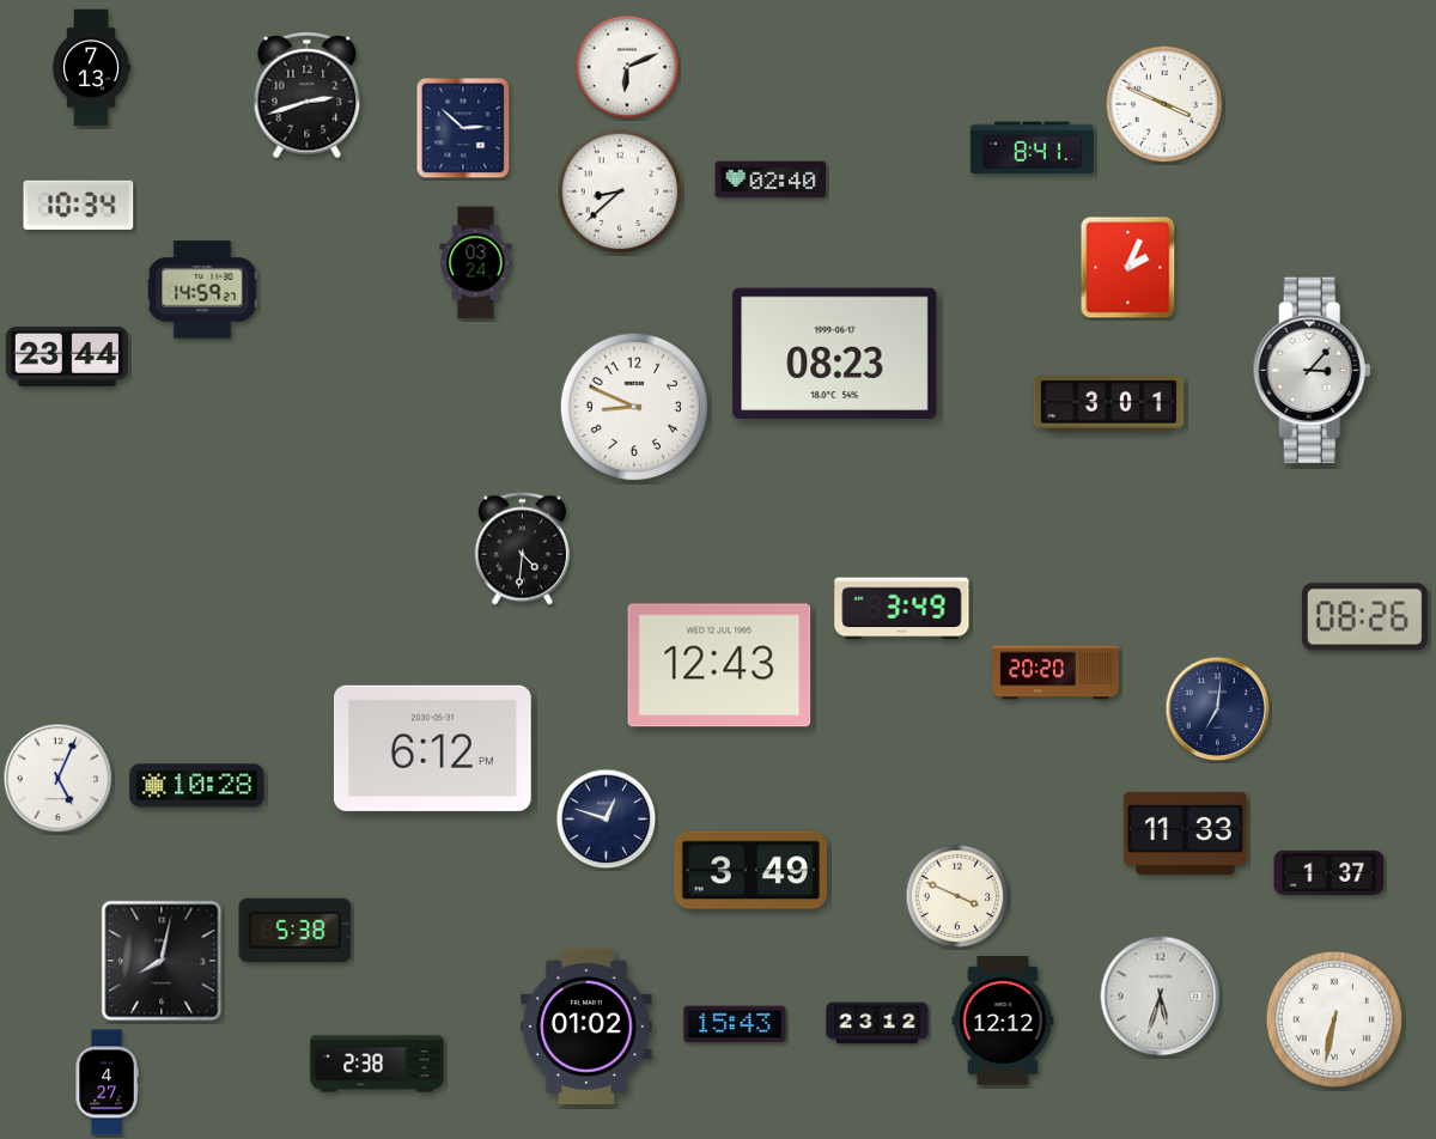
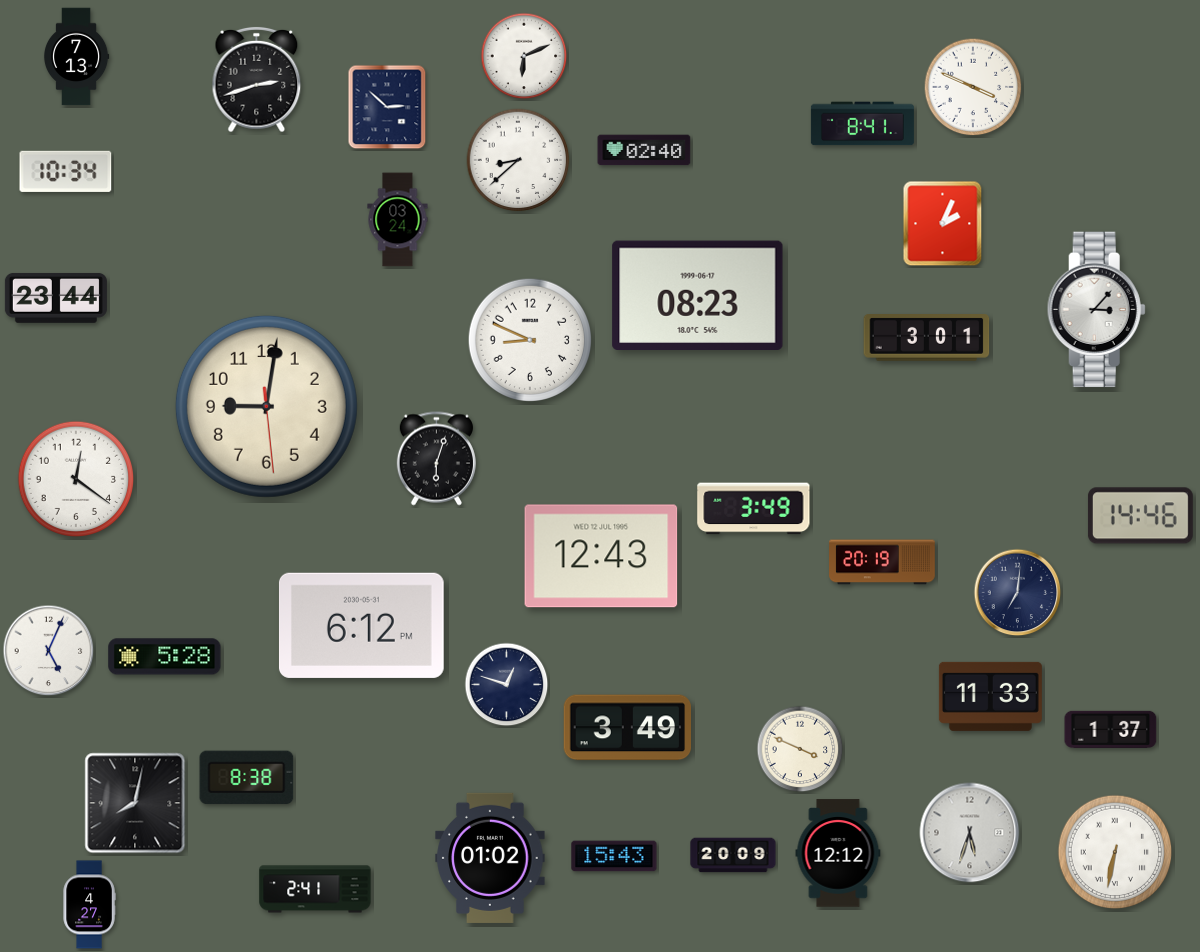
clock at (202, 290): 14:59 -> none
clock at (266, 406): none -> 9:01
clock at (522, 549): 4:31 -> 6:03
clock at (76, 479): none -> 12:21
clock at (1364, 617): 08:26 -> 14:46
clock at (1055, 672): 20:20 -> 20:19
clock at (197, 786): 10:28 -> 5:28
clock at (296, 931): 5:38 -> 8:38
clock at (877, 1023): 23:12 -> 20:09
clock at (377, 1064): 2:38 -> 2:41
